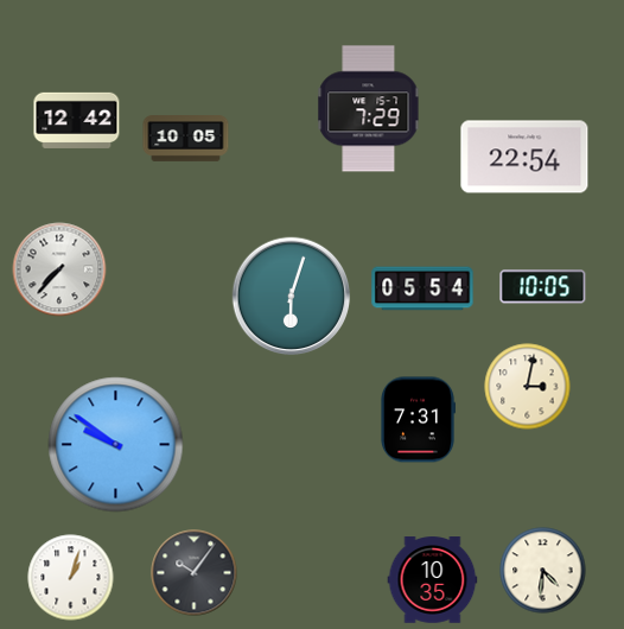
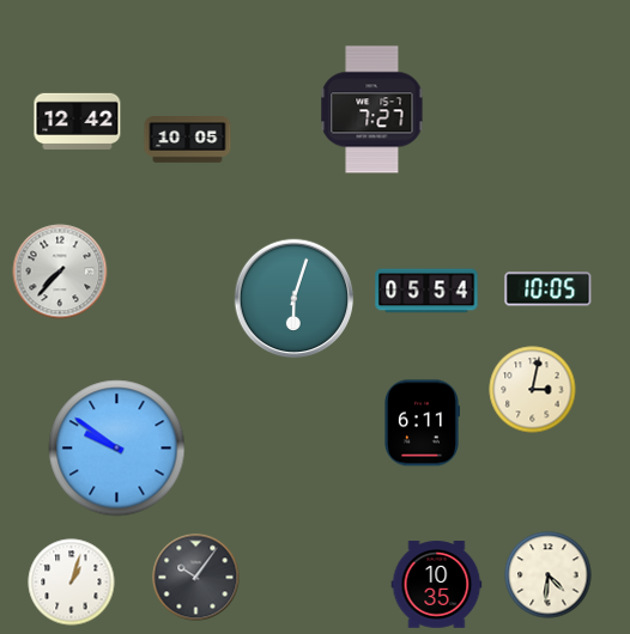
clock at (369, 109): 7:29 -> 7:27
clock at (524, 157): 22:54 -> none
clock at (418, 420): 7:31 -> 6:11
